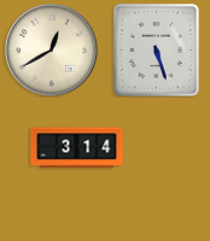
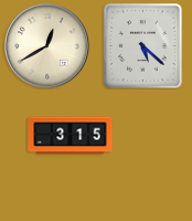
clock at (157, 51): 5:27 -> 5:22
clock at (77, 148): 3:14 -> 3:15
